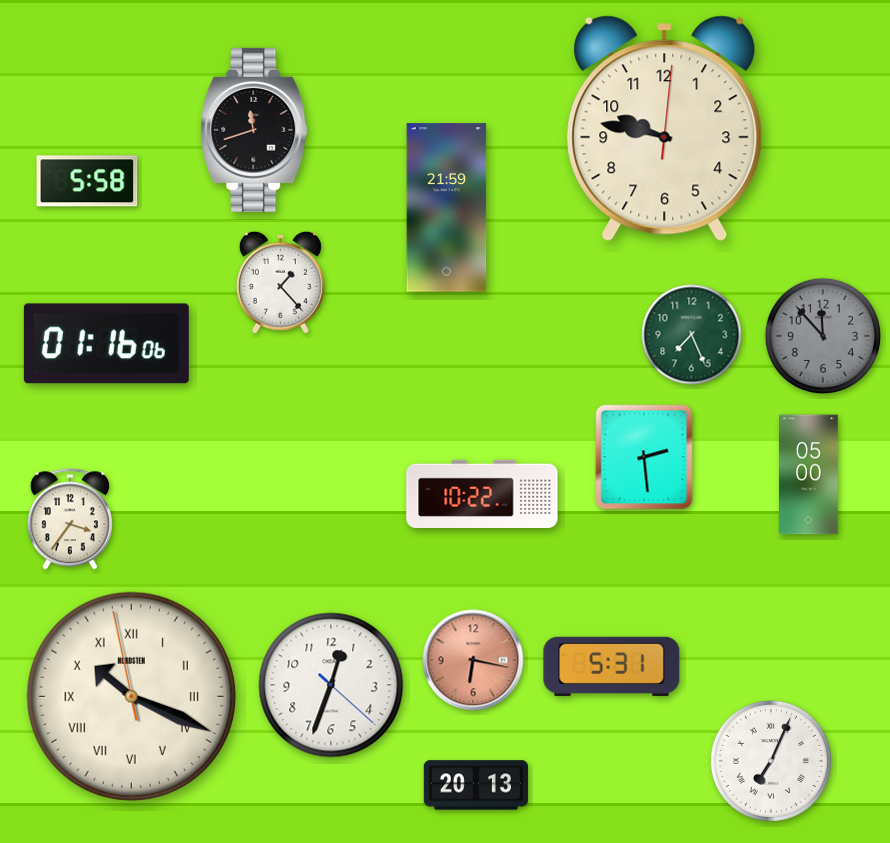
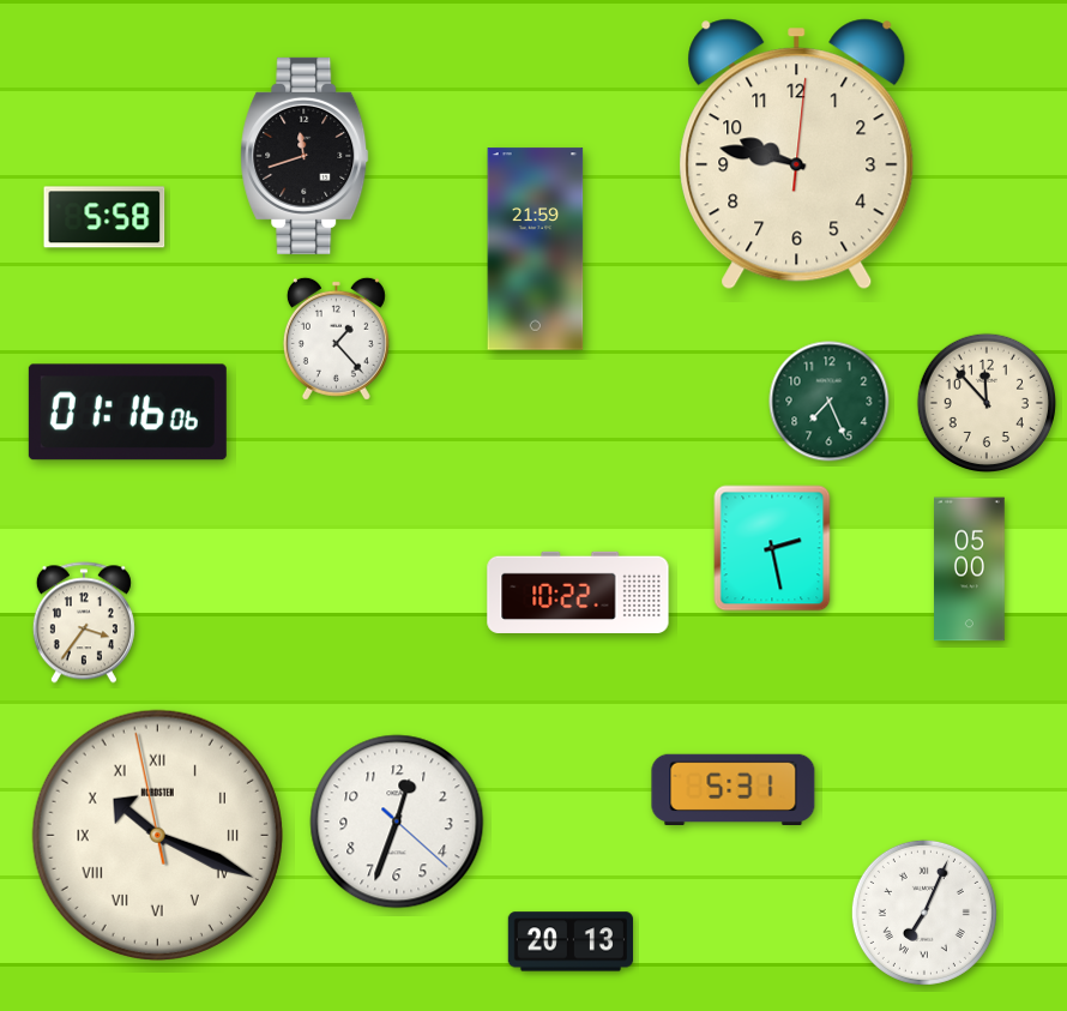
clock at (822, 335) dial: grey -> cream
clock at (644, 457): 2:29 -> 2:28
clock at (473, 660): 6:17 -> none
clock at (612, 666) position: (612, 666) -> (734, 789)
